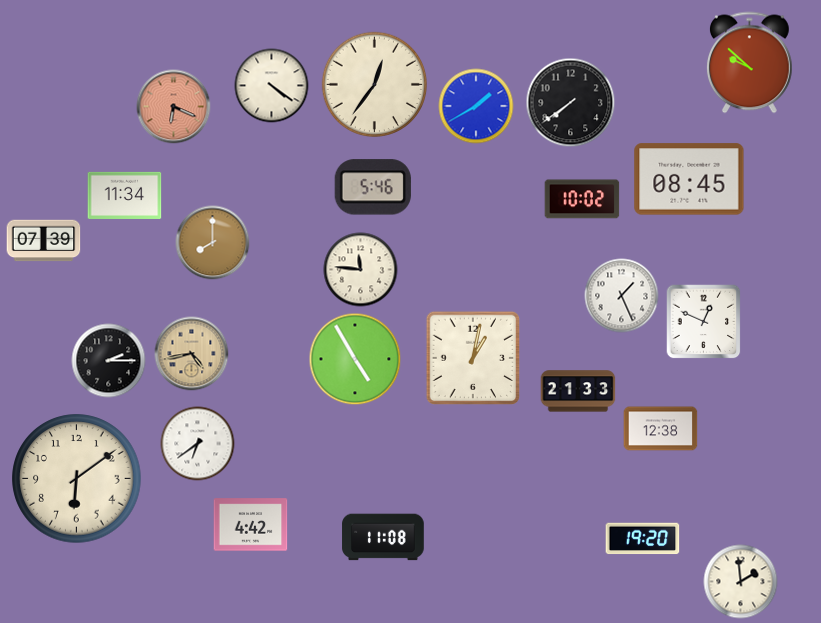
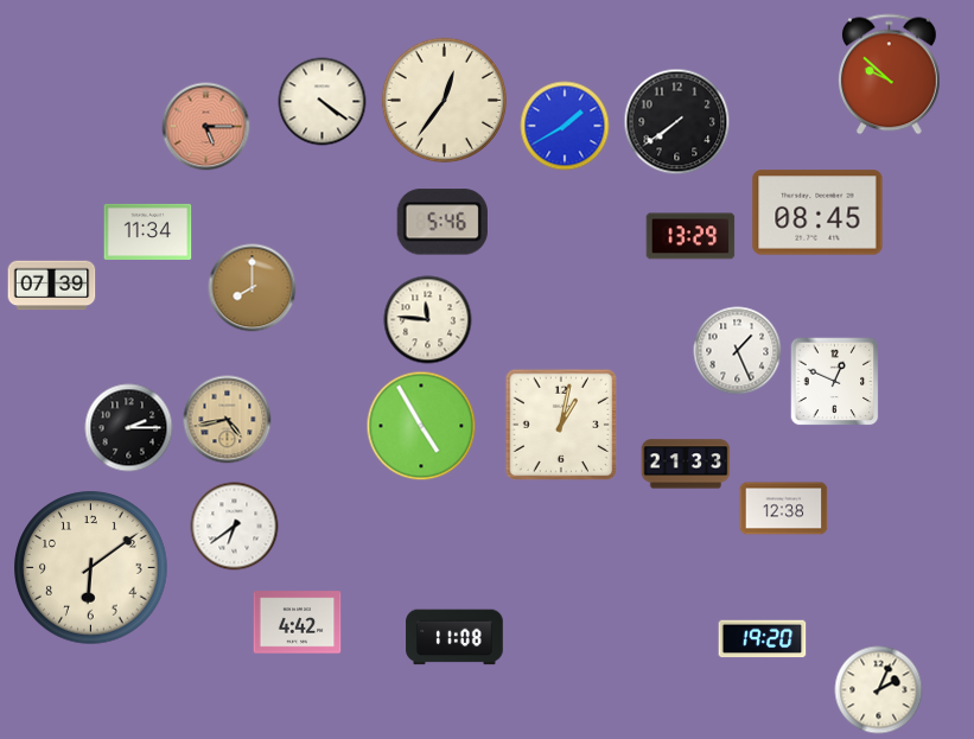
clock at (174, 107): 6:19 -> 5:15
clock at (582, 199): 10:02 -> 13:29
clock at (741, 582): 1:59 -> 2:04
